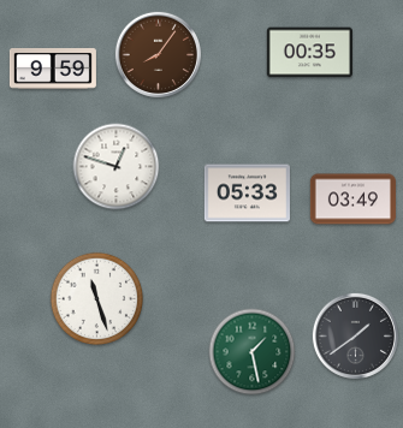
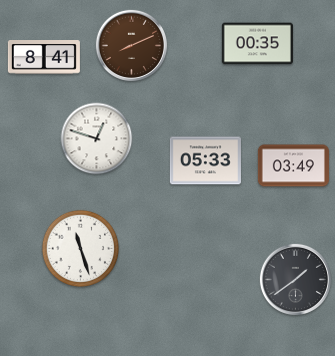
clock at (158, 54): 8:06 -> 8:11
clock at (53, 70): 9:59 -> 8:41
clock at (253, 352): 1:28 -> none
